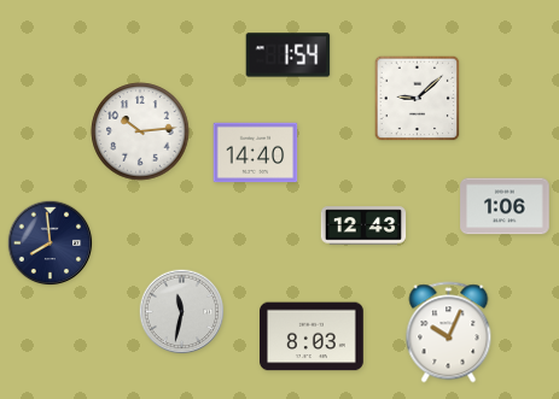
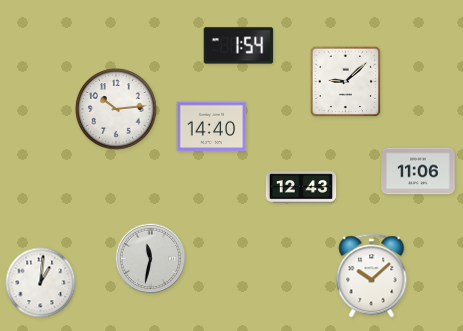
clock at (505, 206): 1:06 -> 11:06
clock at (51, 243): 7:59 -> none
clock at (449, 333): 10:04 -> 10:08
clock at (313, 336): 8:03 -> none
clock at (41, 283): none -> 1:01
